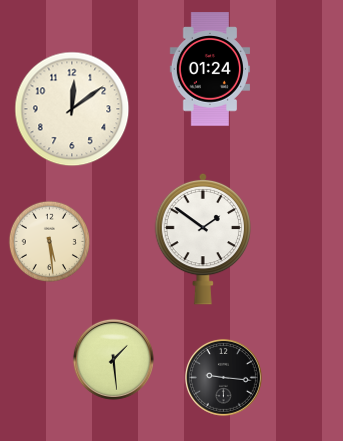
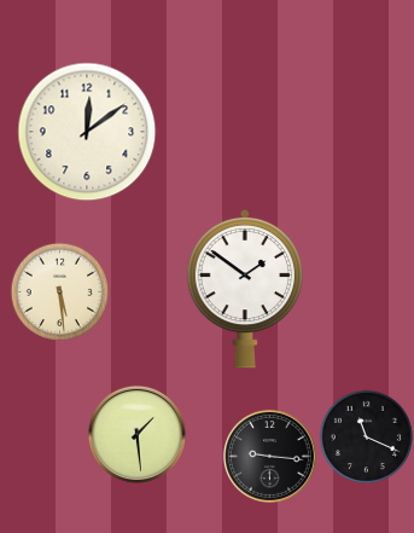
clock at (209, 69): 01:24 -> none
clock at (366, 436): none -> 11:19
